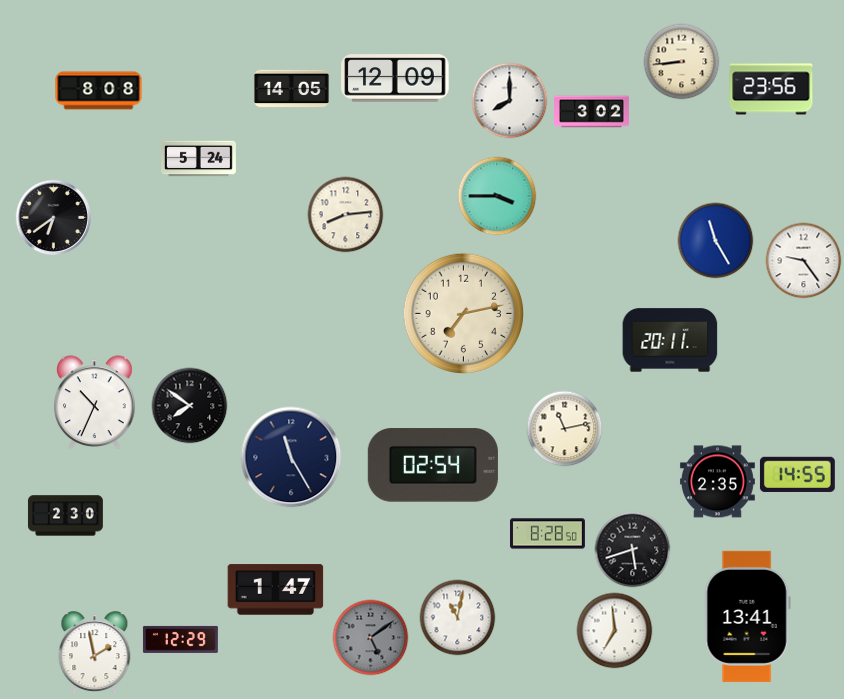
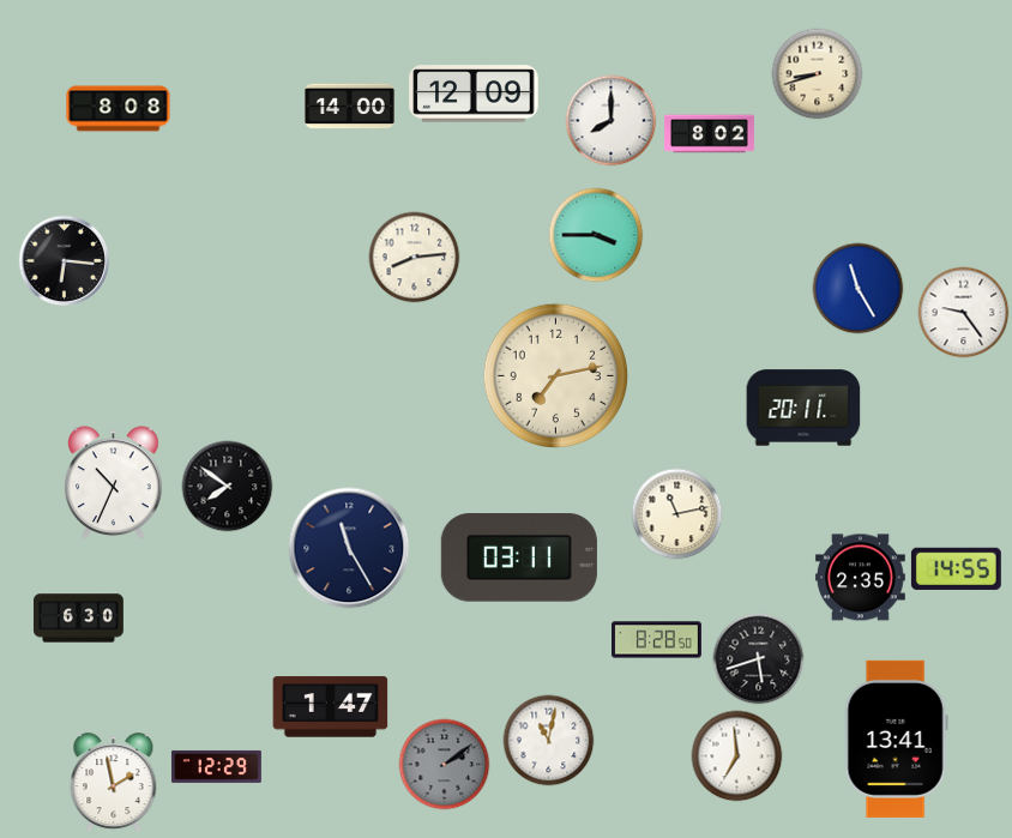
clock at (682, 62): 8:44 -> 8:42
clock at (291, 89): 14:05 -> 14:00
clock at (771, 89): 23:56 -> none
clock at (592, 112): 3:02 -> 8:02
clock at (199, 159): 5:24 -> none
clock at (54, 218): 6:39 -> 6:16
clock at (433, 465): 02:54 -> 03:11
clock at (65, 516): 2:30 -> 6:30
clock at (371, 638): 5:09 -> 2:09
